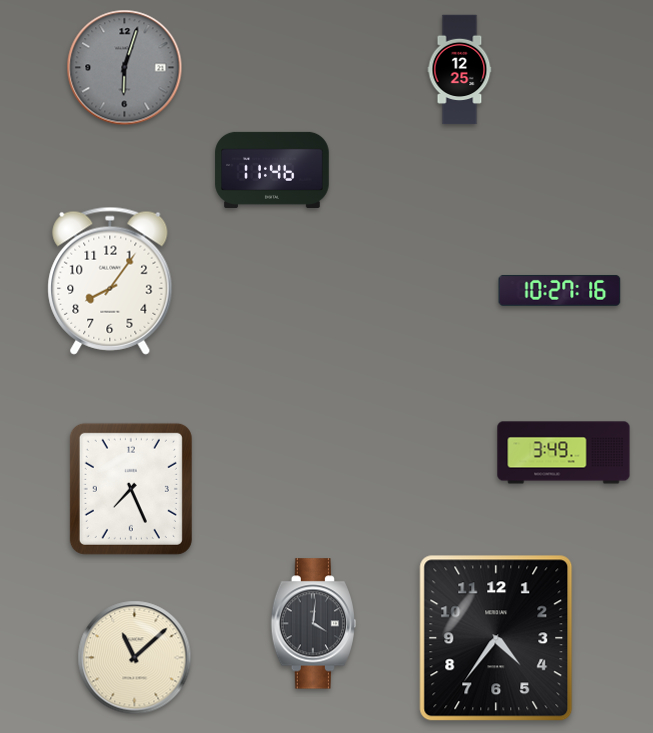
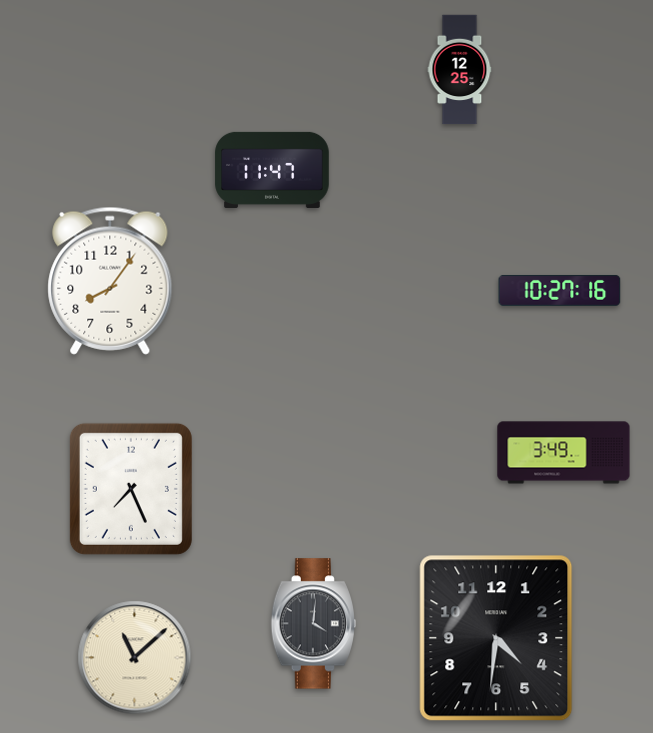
clock at (125, 68): 6:03 -> none
clock at (272, 170): 11:46 -> 11:47
clock at (496, 638): 4:36 -> 4:31
